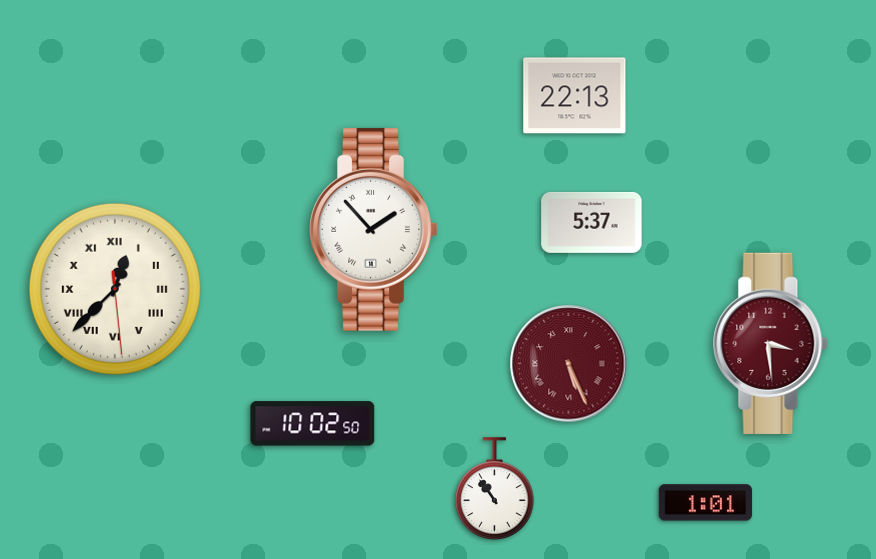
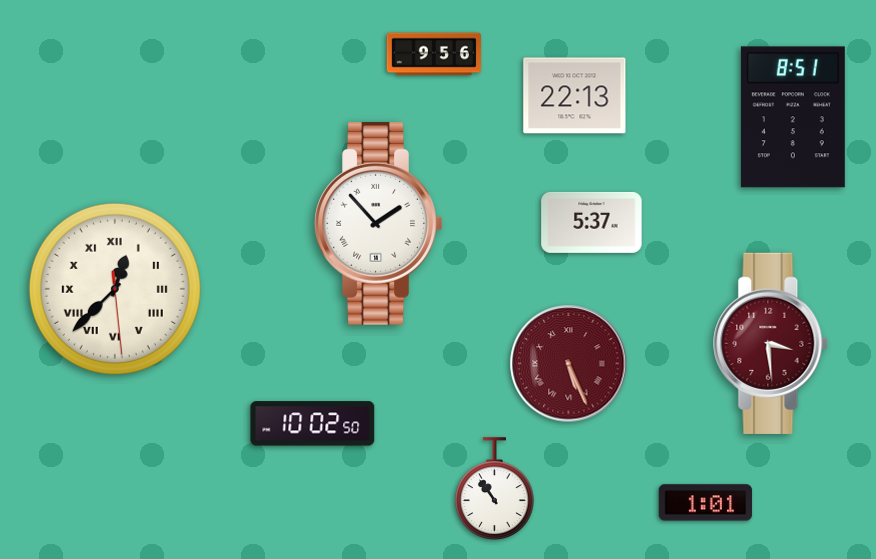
clock at (433, 54): none -> 9:56
clock at (793, 117): none -> 8:51
clock at (374, 229) position: (374, 229) -> (379, 223)
